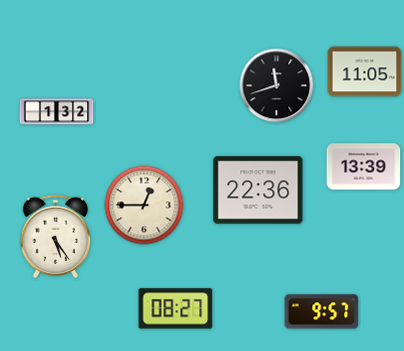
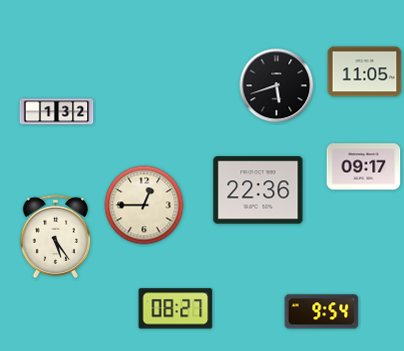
clock at (277, 86): 11:42 -> 5:42
clock at (364, 167): 13:39 -> 09:17
clock at (322, 312): 9:57 -> 9:54
